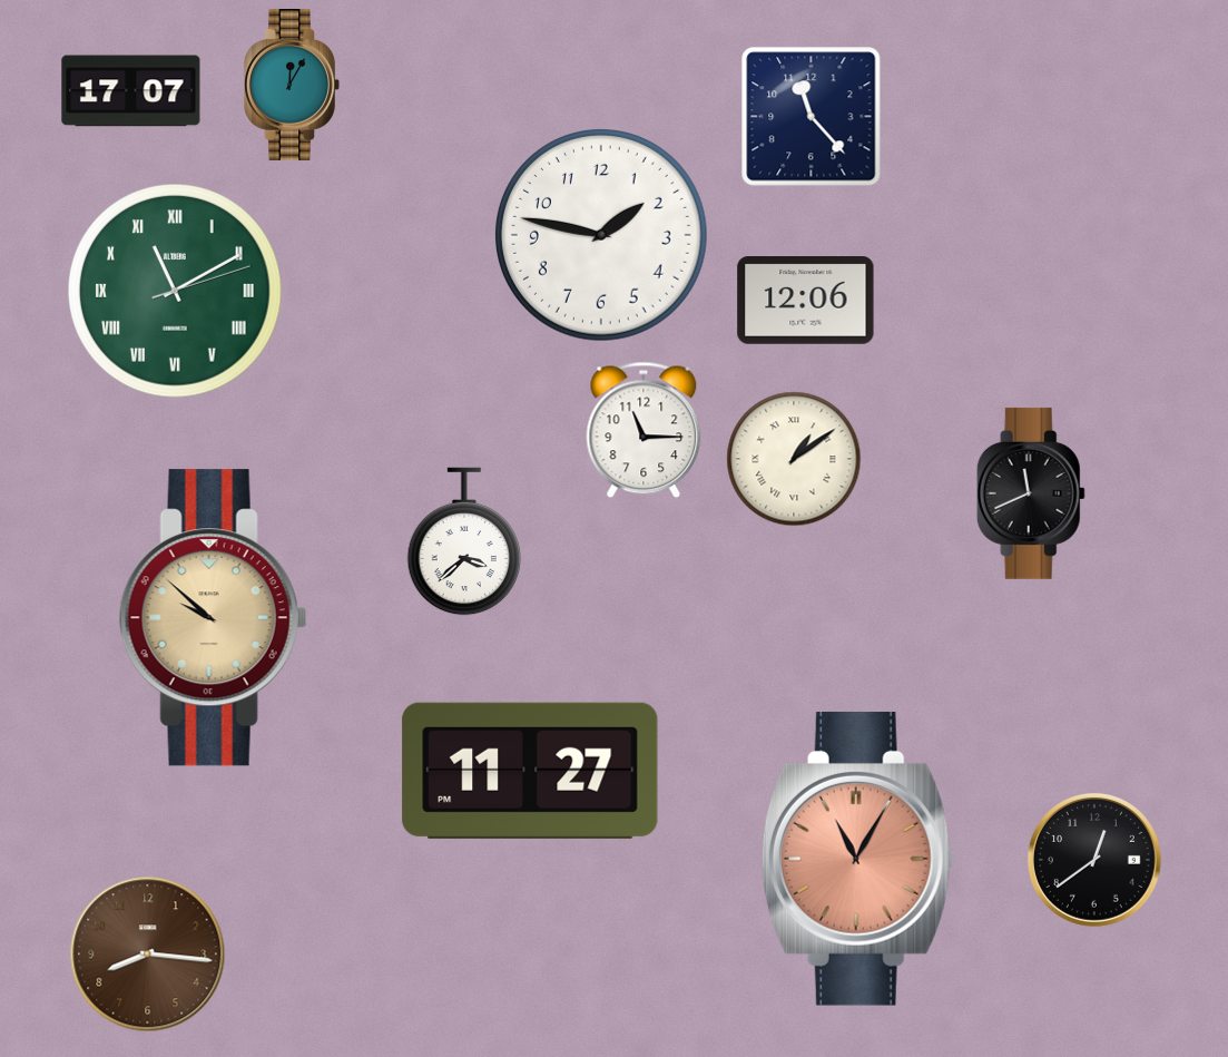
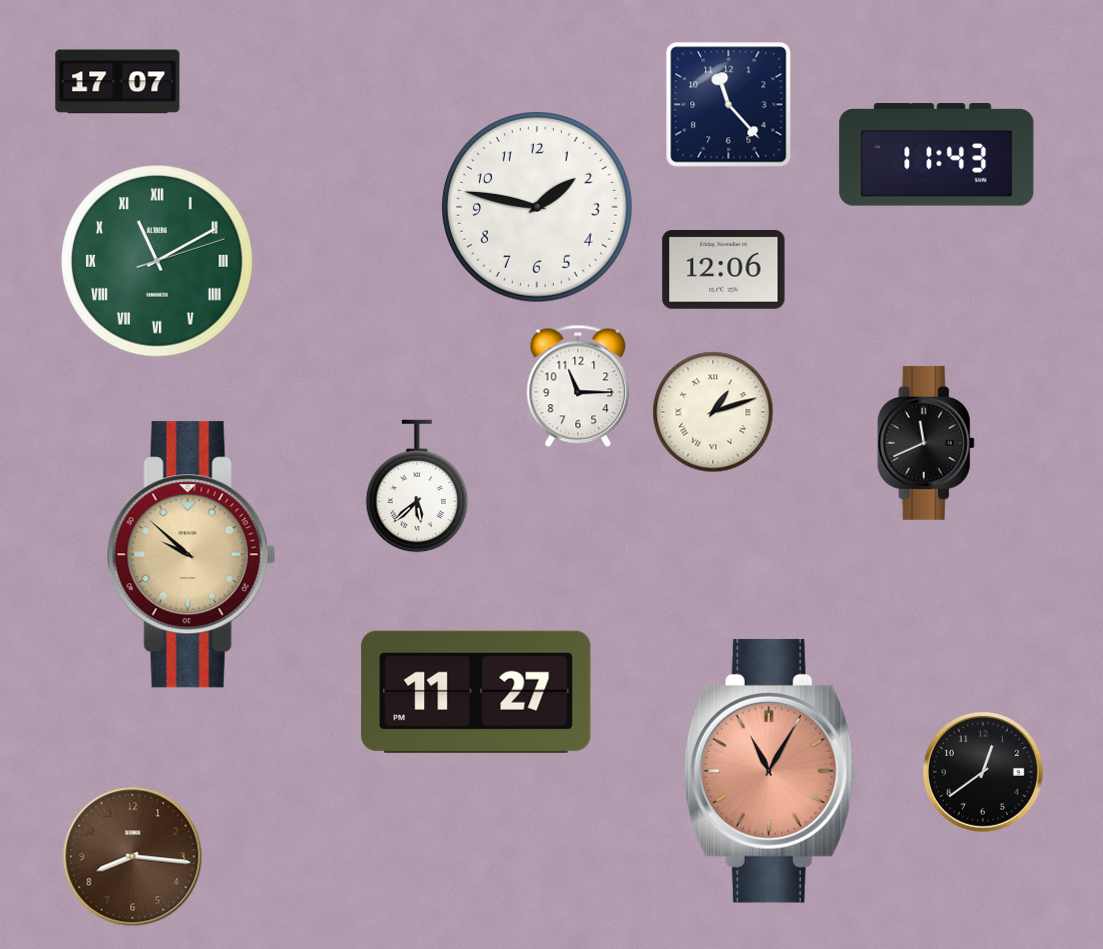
clock at (292, 85): 12:05 -> none
clock at (937, 155): none -> 11:43
clock at (602, 236) position: (602, 236) -> (538, 208)
clock at (794, 459): 1:09 -> 1:12
clock at (464, 541): 3:38 -> 5:38
